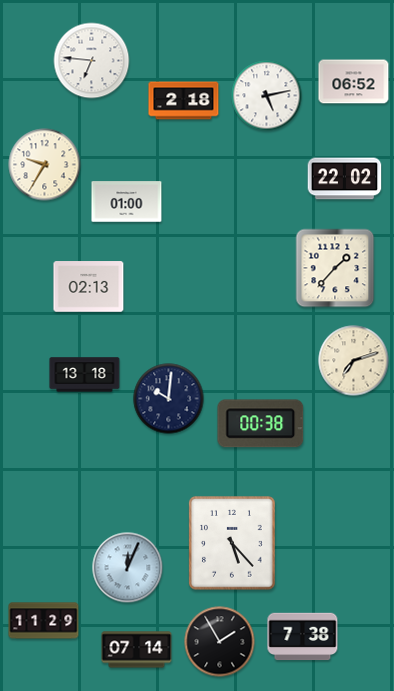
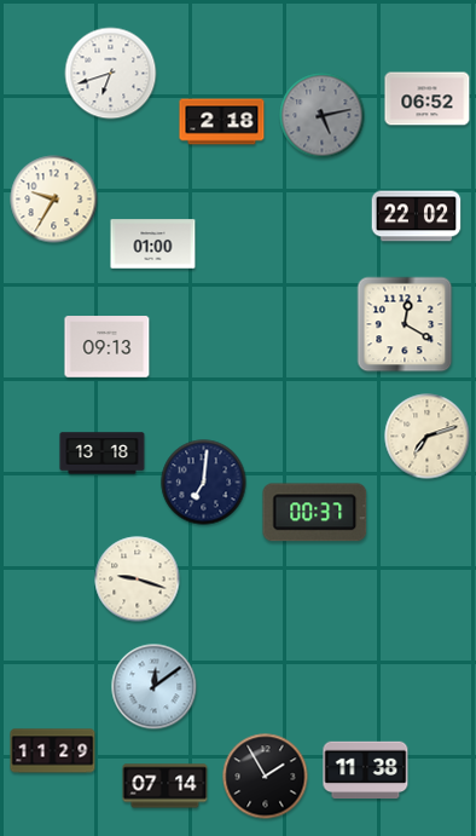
clock at (92, 61): 6:46 -> 6:42
clock at (267, 96) dial: white -> grey
clock at (335, 268): 1:37 -> 12:20
clock at (89, 287): 02:13 -> 09:13
clock at (169, 399): 10:01 -> 7:01
clock at (261, 424): 00:38 -> 00:37
clock at (138, 580): none -> 9:18
clock at (233, 543): 5:23 -> none
clock at (128, 568): 12:04 -> 12:09
clock at (303, 637): 7:38 -> 11:38
